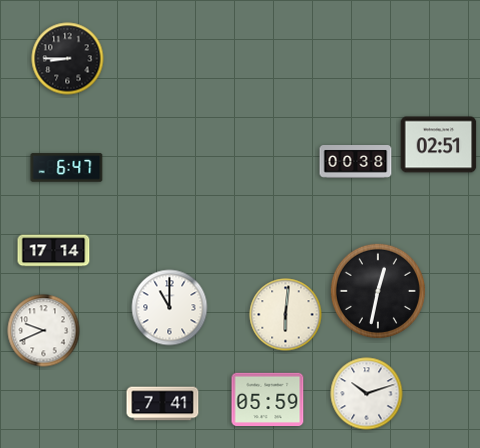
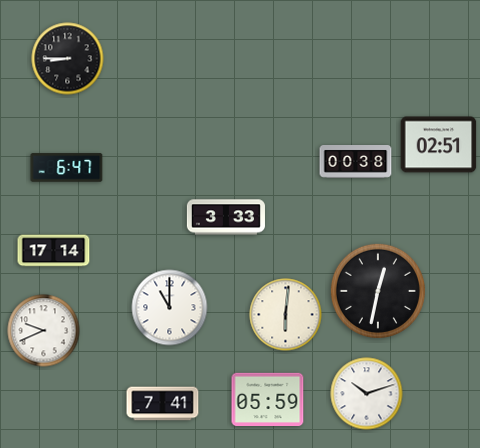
clock at (226, 217): none -> 3:33
